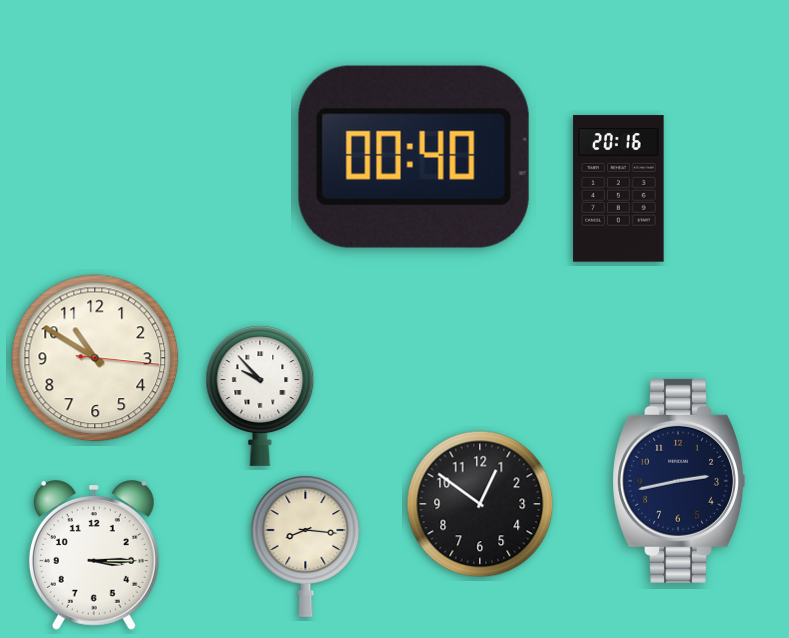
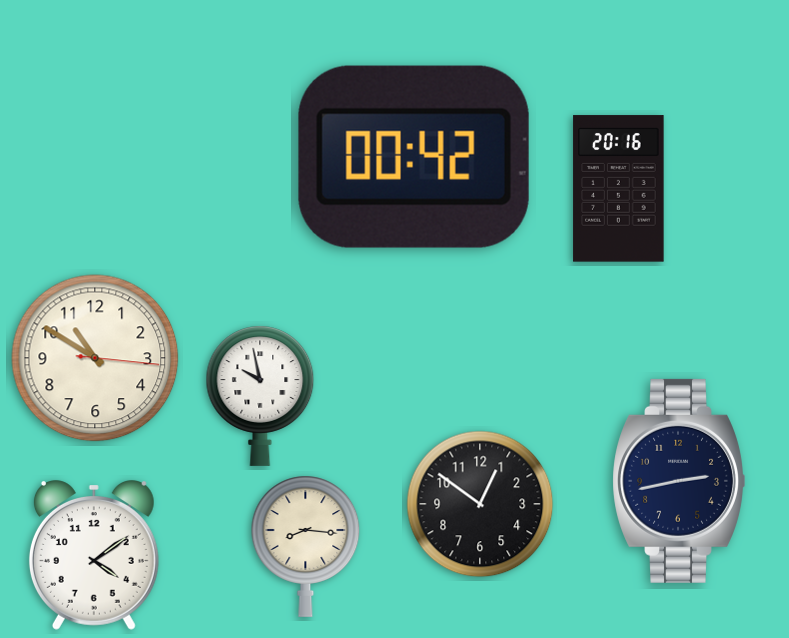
clock at (414, 157): 00:40 -> 00:42
clock at (260, 396): 9:53 -> 9:58
clock at (94, 555): 3:15 -> 4:09
